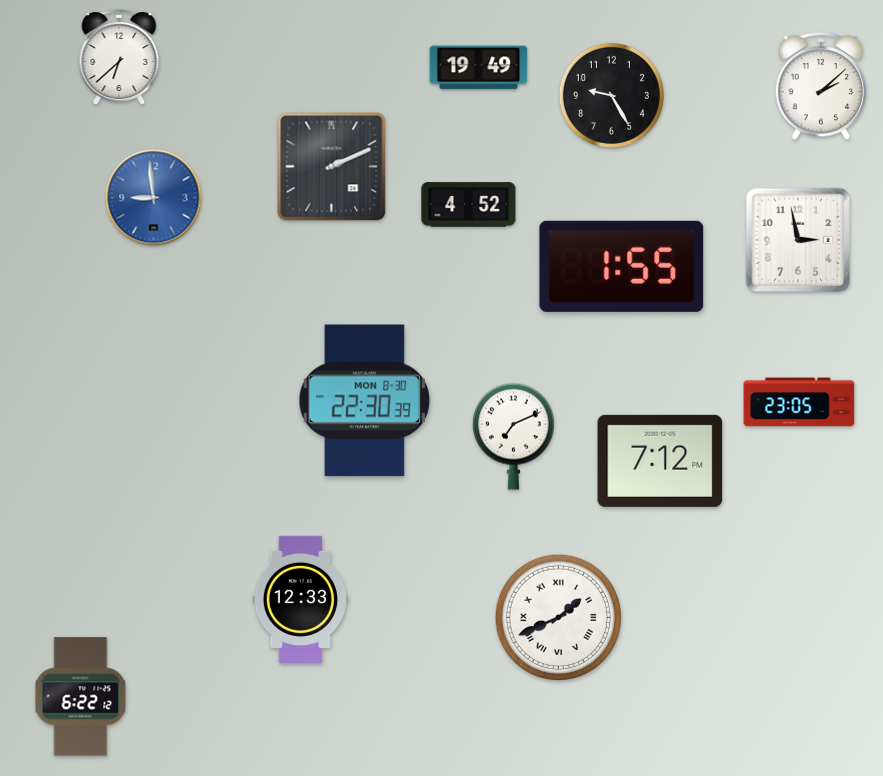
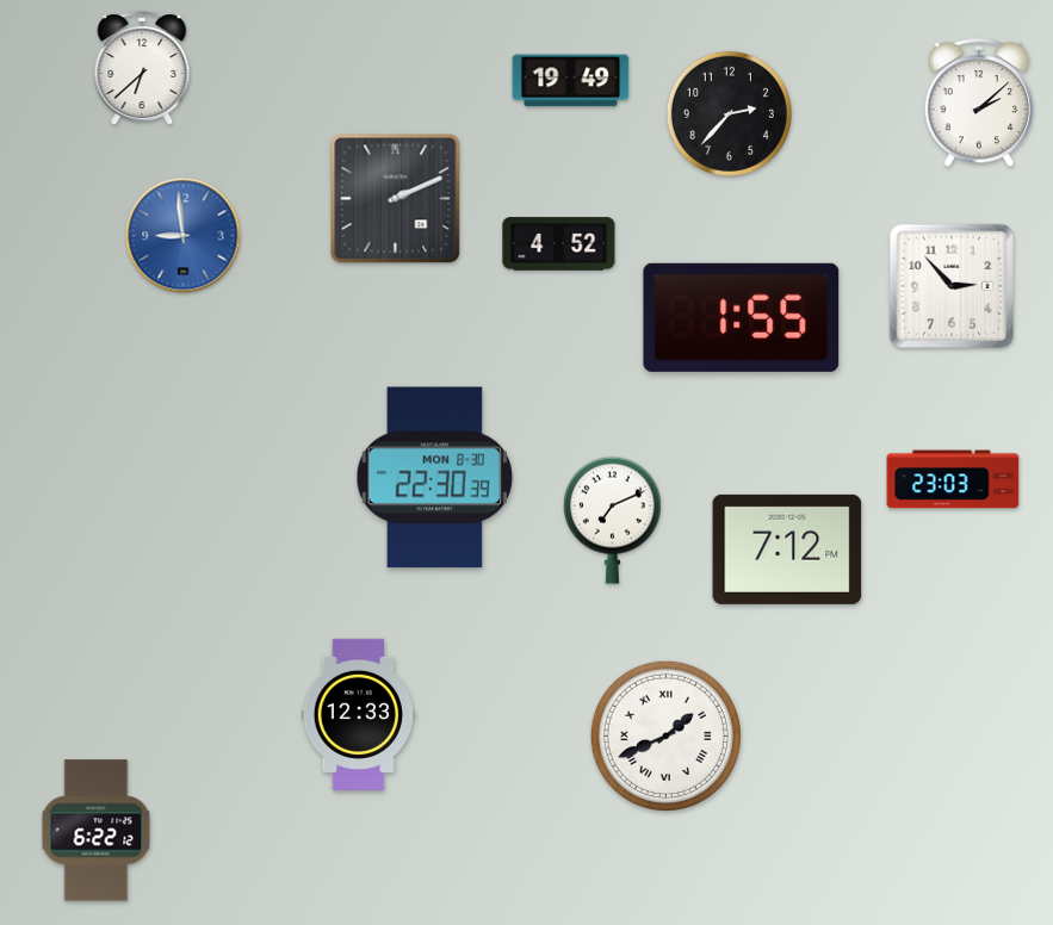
clock at (611, 95): 9:25 -> 2:37
clock at (797, 239): 2:58 -> 2:53
clock at (799, 402): 23:05 -> 23:03
